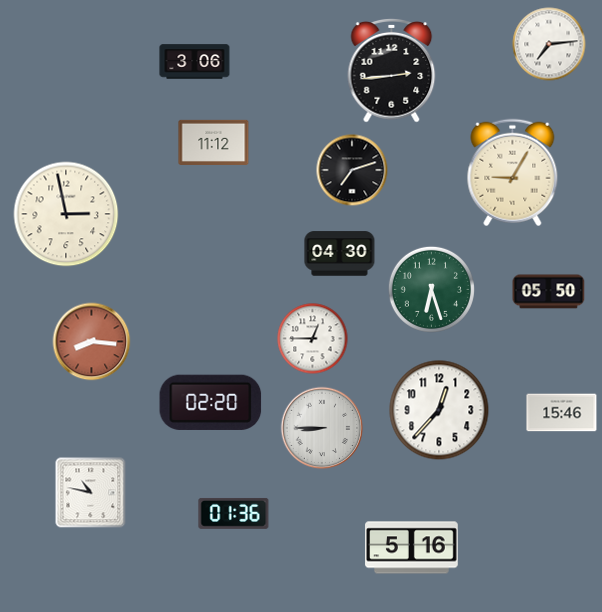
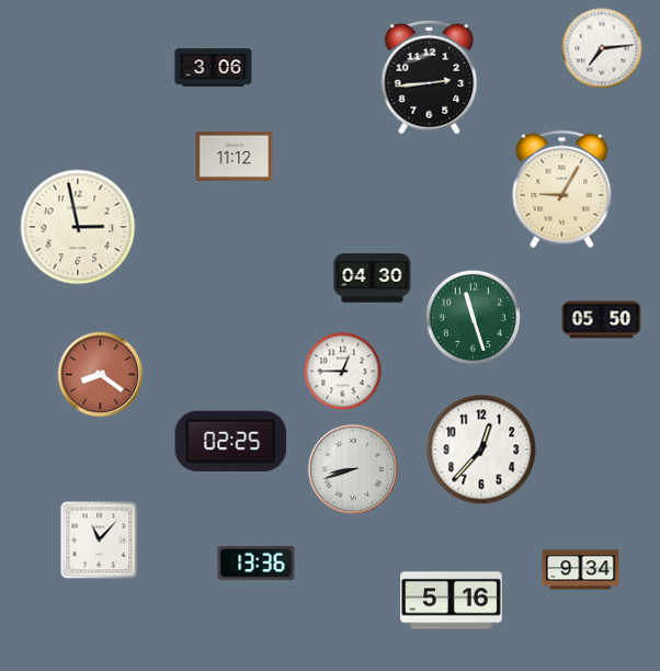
clock at (352, 170): 7:12 -> none
clock at (66, 214) position: (66, 214) -> (78, 227)
clock at (431, 289): 6:27 -> 11:27
clock at (92, 342): 8:16 -> 8:21
clock at (211, 402): 02:20 -> 02:25
clock at (562, 413): 15:46 -> none
clock at (322, 428): 8:45 -> 8:42
clock at (91, 493): 10:47 -> 11:07
clock at (234, 513): 01:36 -> 13:36
clock at (581, 570): none -> 9:34
